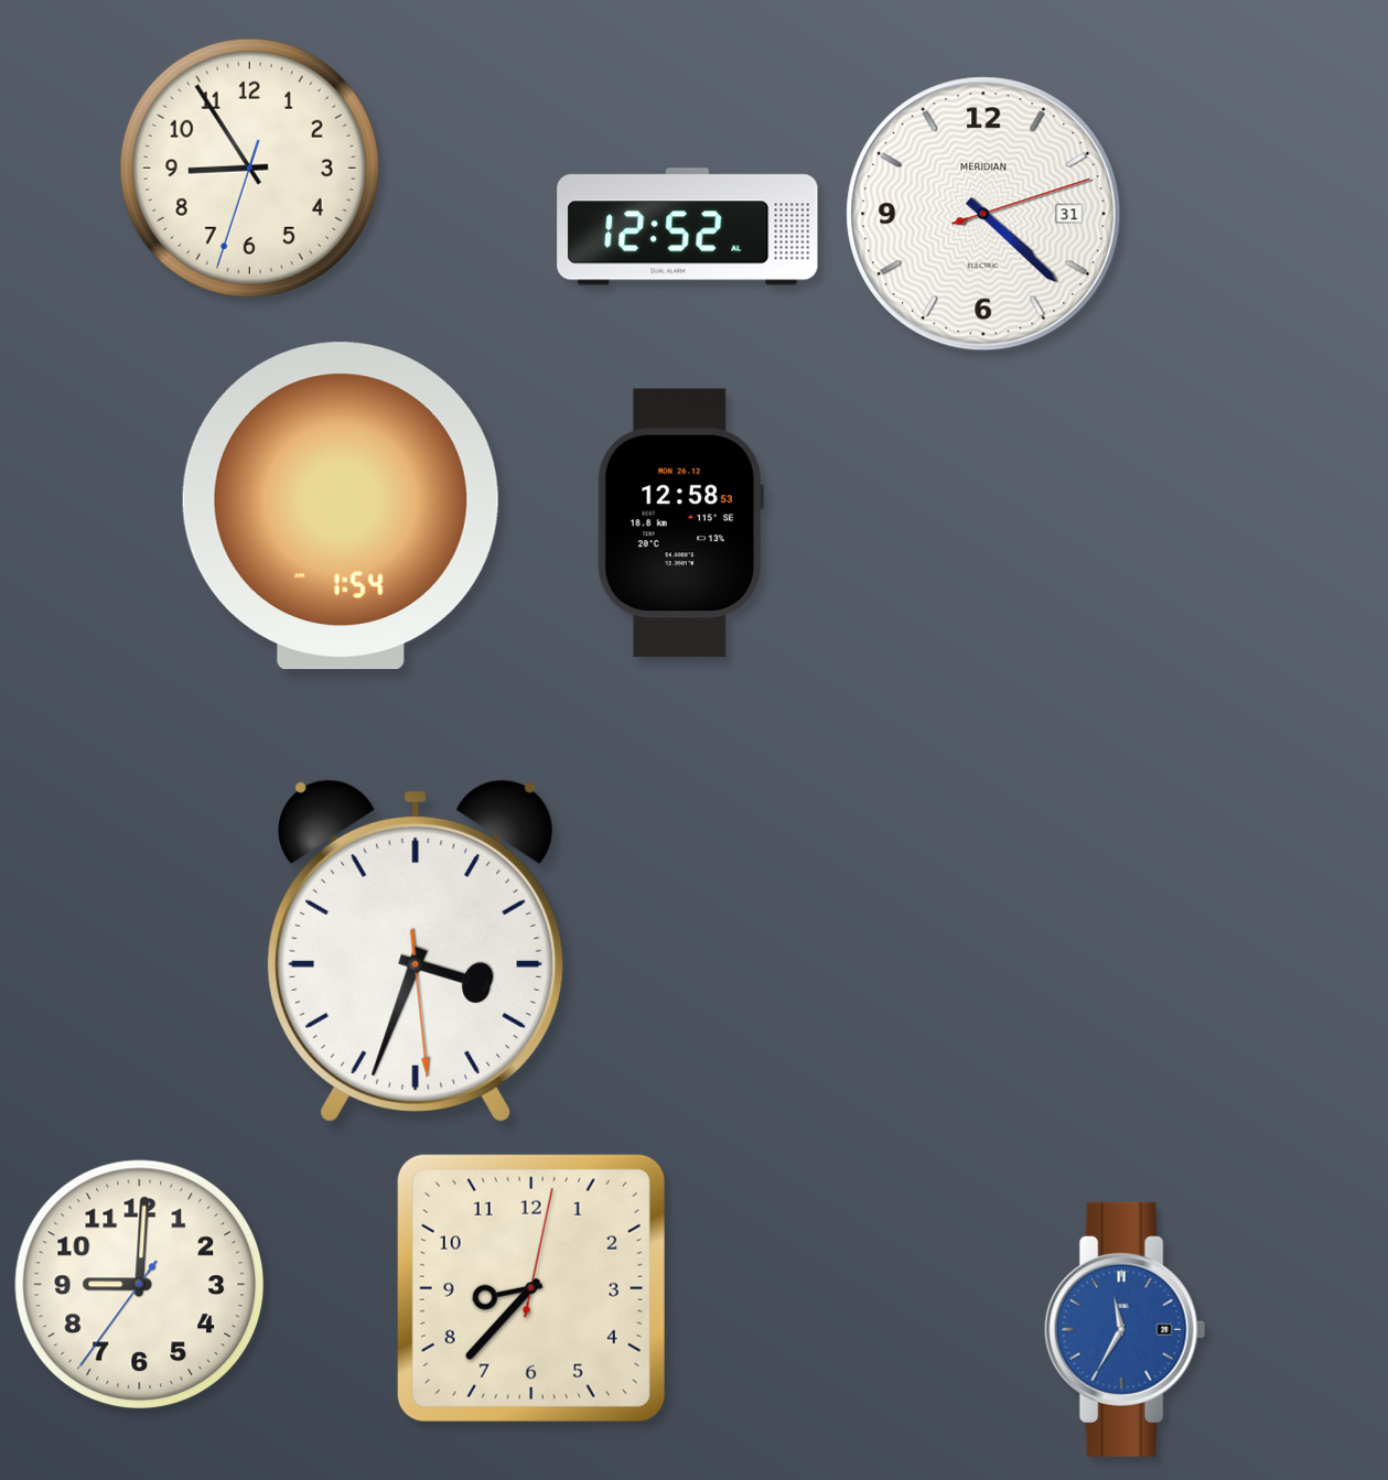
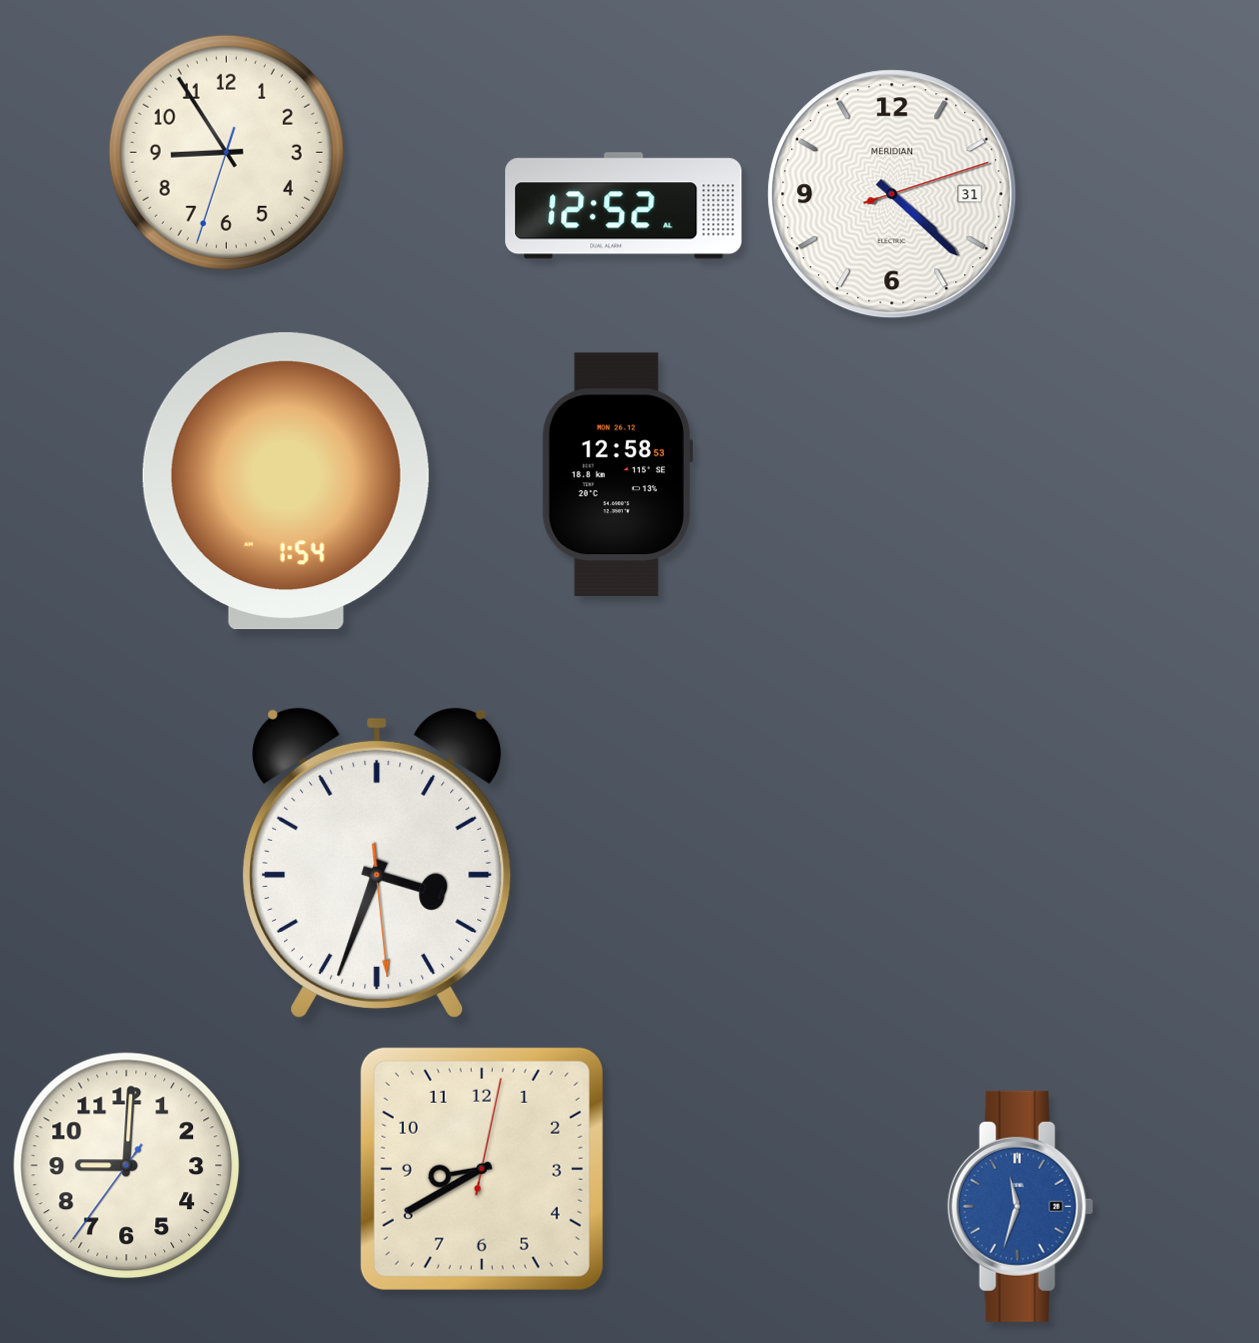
clock at (341, 506) position: (341, 506) -> (286, 481)
clock at (531, 1288): 8:37 -> 8:40
clock at (1126, 1329): 11:35 -> 11:33
